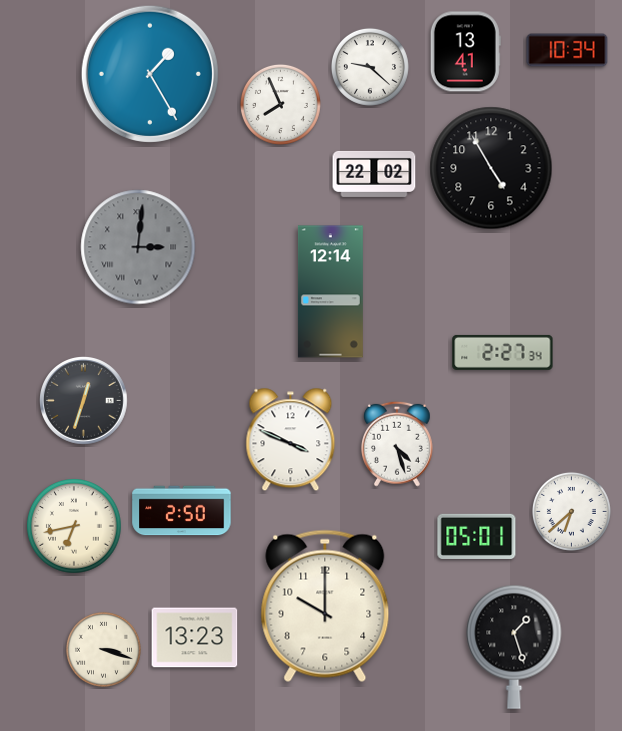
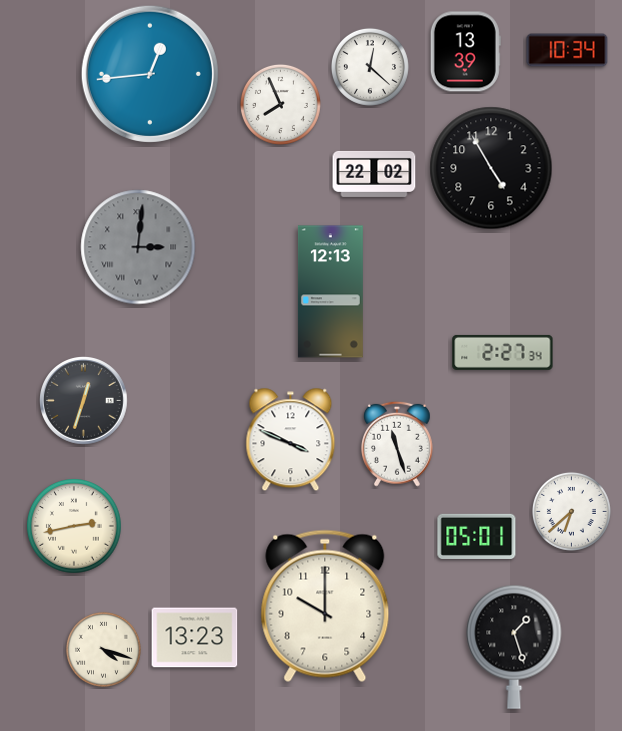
clock at (465, 52): 13:41 -> 13:39
clock at (370, 67): 9:22 -> 12:22
clock at (150, 74): 1:25 -> 12:44
clock at (330, 292): 12:14 -> 12:13
clock at (397, 444): 4:27 -> 11:27
clock at (182, 511): 2:50 -> none
clock at (74, 526): 6:43 -> 2:43
clock at (103, 649): 3:18 -> 4:18
